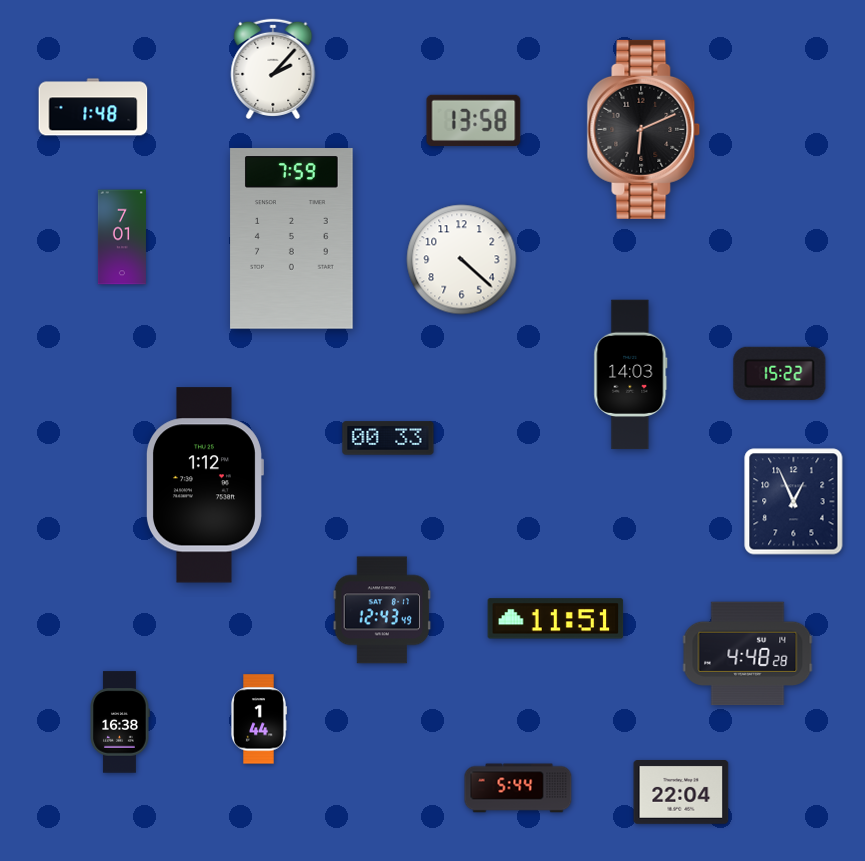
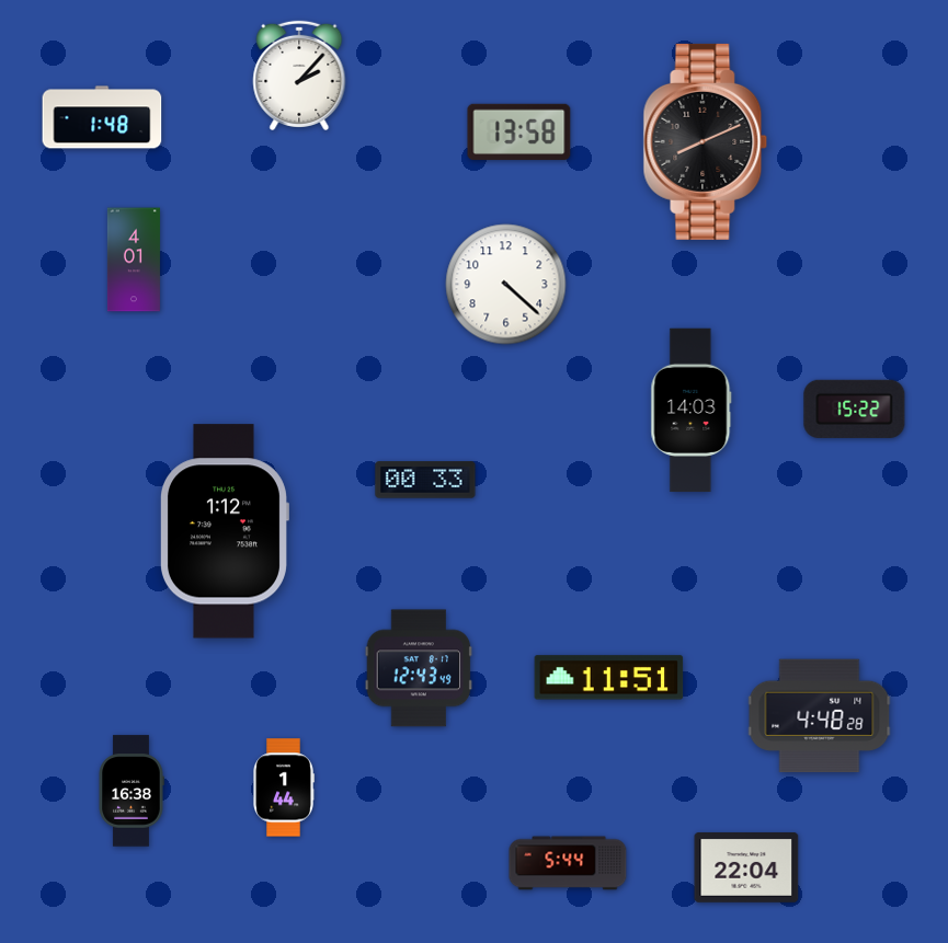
clock at (644, 129): 6:11 -> 8:11
clock at (122, 237): 7:01 -> 4:01
clock at (292, 239): 7:59 -> none
clock at (794, 502): 12:56 -> none
